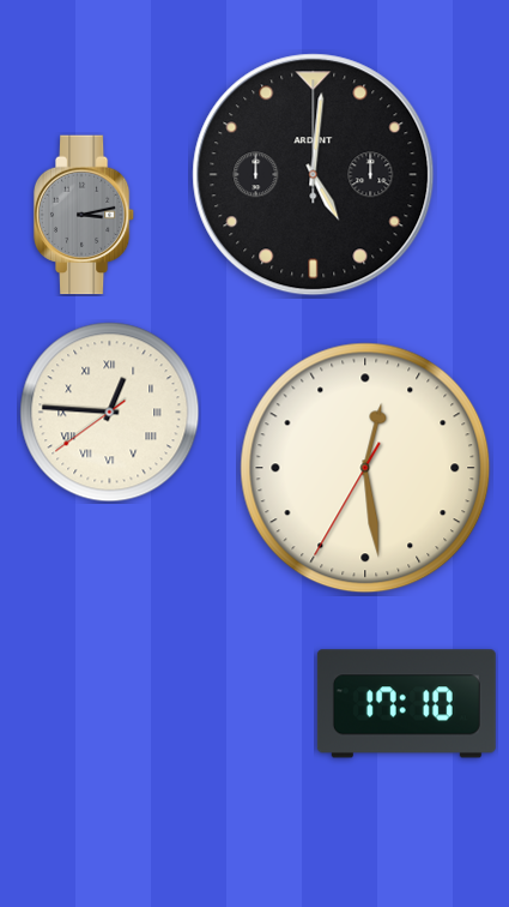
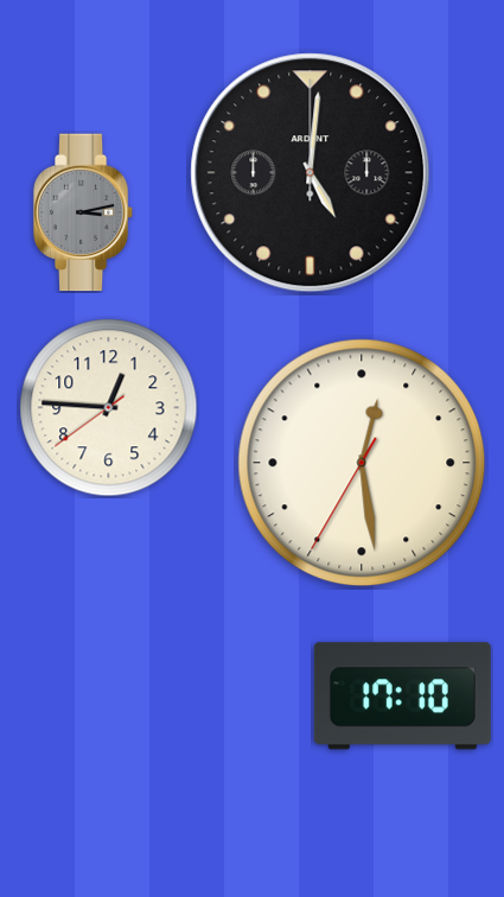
clock at (110, 413) numerals: Roman -> Arabic
